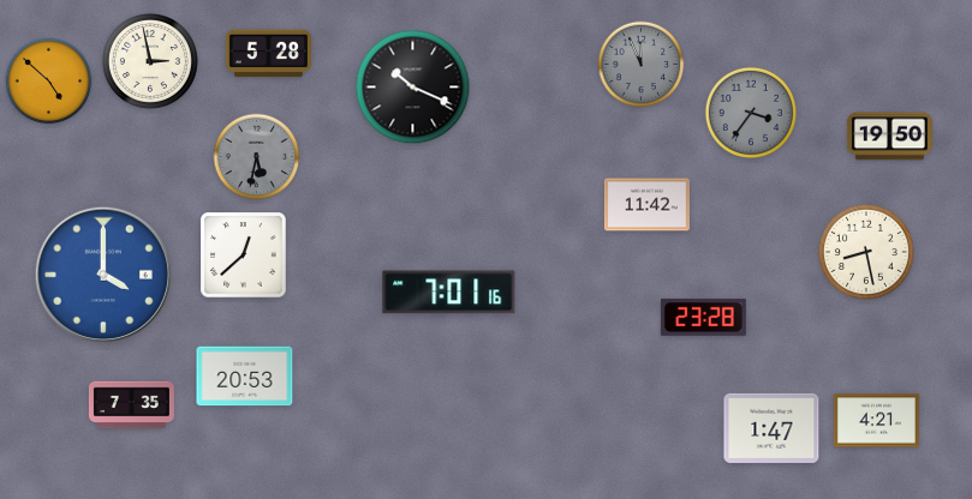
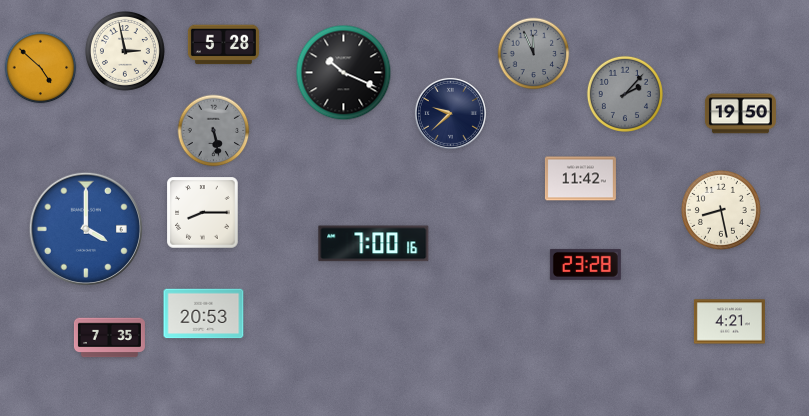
clock at (751, 113): 3:36 -> 2:07
clock at (450, 113): none -> 9:38
clock at (257, 157): 5:32 -> 5:28
clock at (646, 205) position: (646, 205) -> (580, 179)
clock at (244, 255): 12:38 -> 8:15
clock at (449, 293): 7:01 -> 7:00
clock at (876, 421) position: (876, 421) -> (729, 322)
clock at (771, 428): 1:47 -> none
